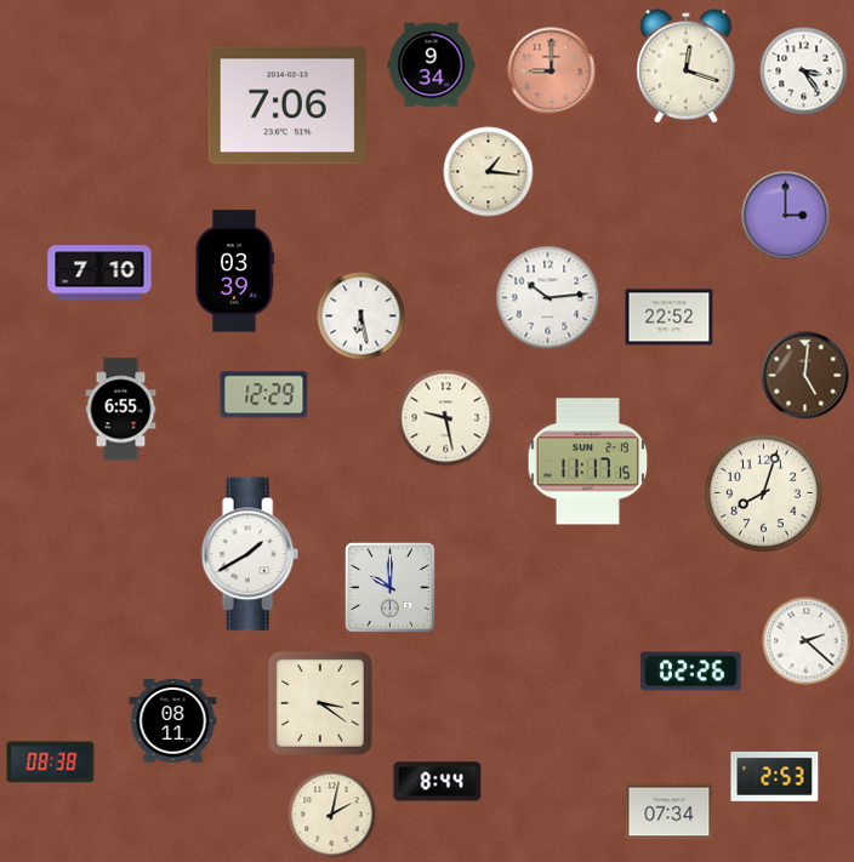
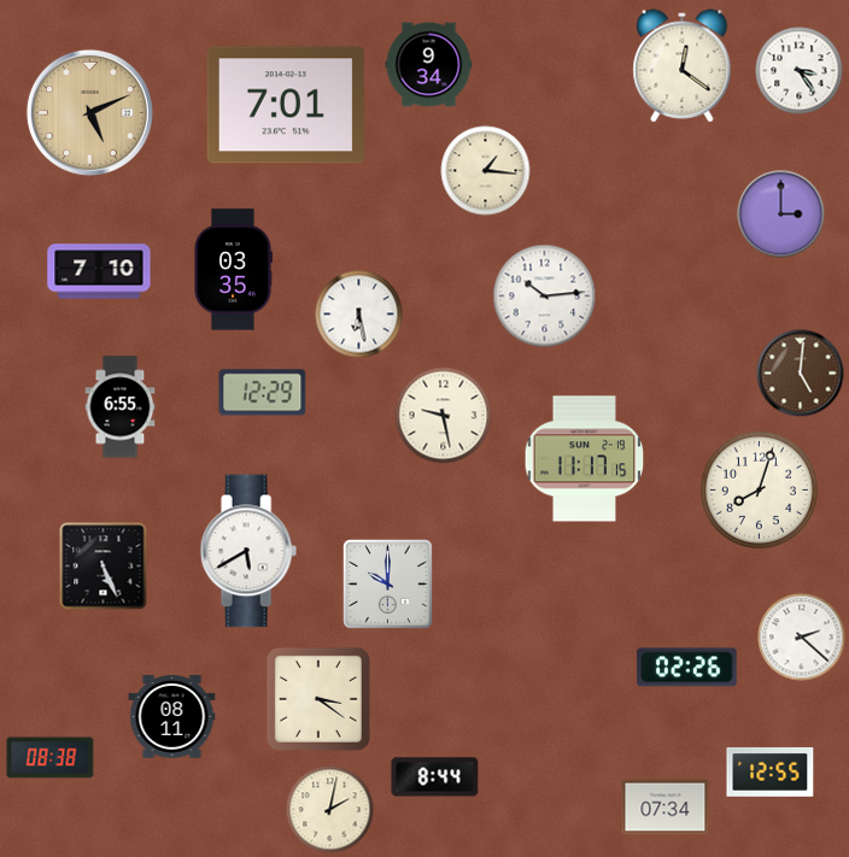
clock at (687, 67): 12:18 -> 12:21
clock at (552, 72): 9:00 -> none
clock at (287, 105): 7:06 -> 7:01
clock at (89, 112): none -> 5:11
clock at (235, 272): 03:39 -> 03:35
clock at (670, 318): 22:52 -> none
clock at (250, 554): 1:40 -> 5:40
clock at (104, 567): none -> 5:26
clock at (775, 776): 2:53 -> 12:55
